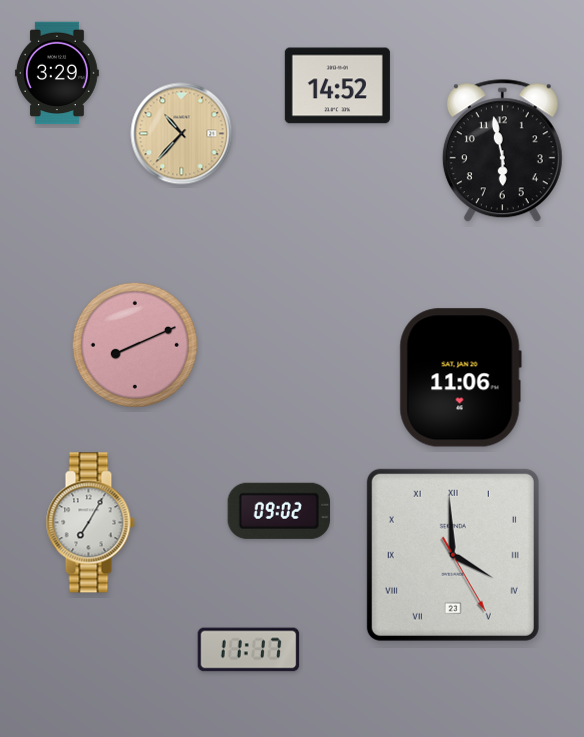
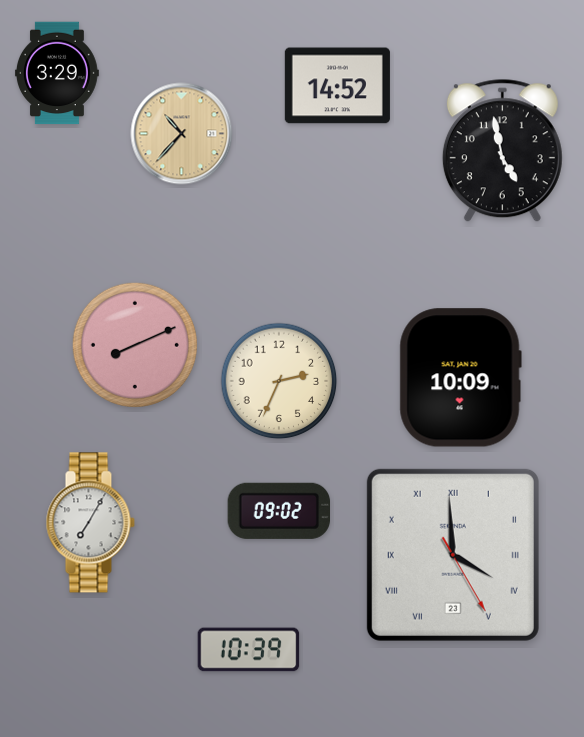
clock at (502, 151): 5:58 -> 4:58
clock at (460, 378): 11:06 -> 10:09
clock at (279, 381): none -> 2:34
clock at (249, 650): 11:17 -> 10:39
